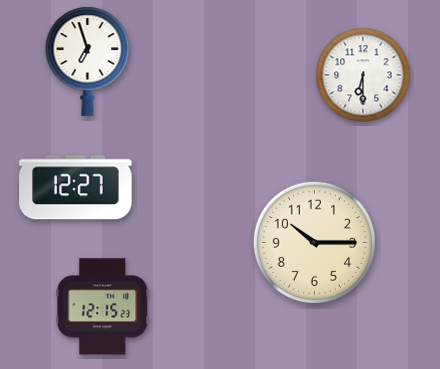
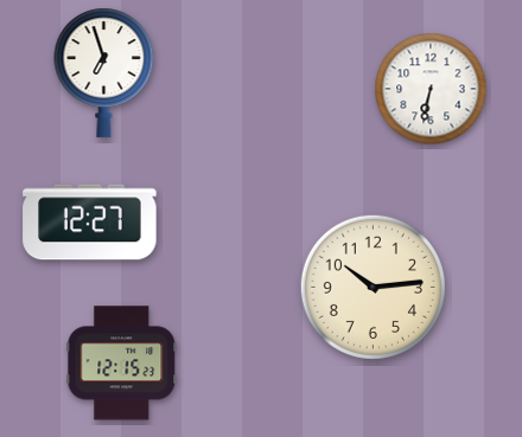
clock at (363, 75): 6:30 -> 6:32
clock at (314, 242): 10:15 -> 10:14
